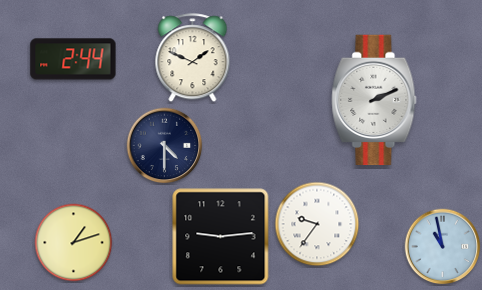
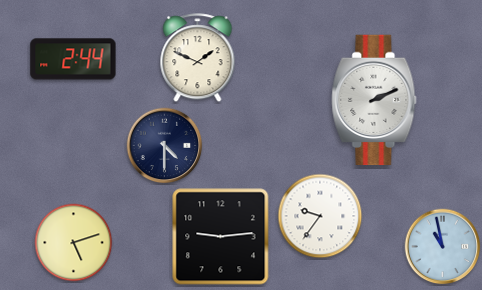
clock at (193, 58) position: (193, 58) -> (198, 58)
clock at (317, 224) position: (317, 224) -> (320, 216)
clock at (74, 243): 1:12 -> 5:12
